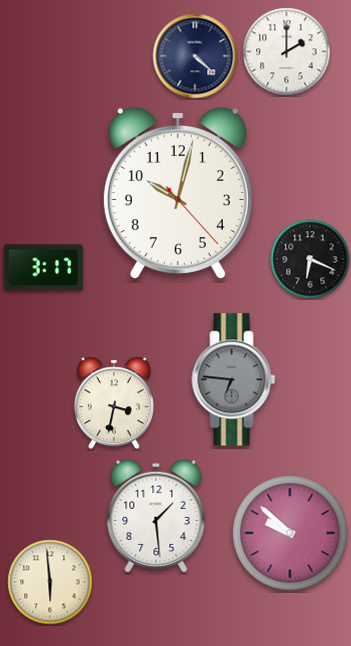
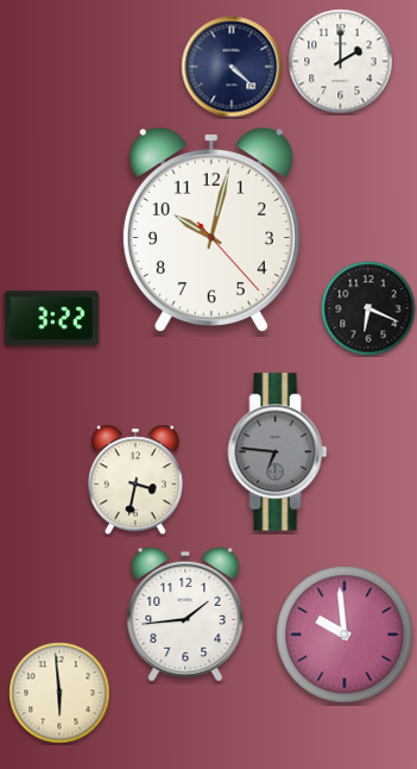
clock at (44, 268): 3:17 -> 3:22
clock at (156, 515): 1:29 -> 1:44
clock at (290, 533): 9:52 -> 9:59
